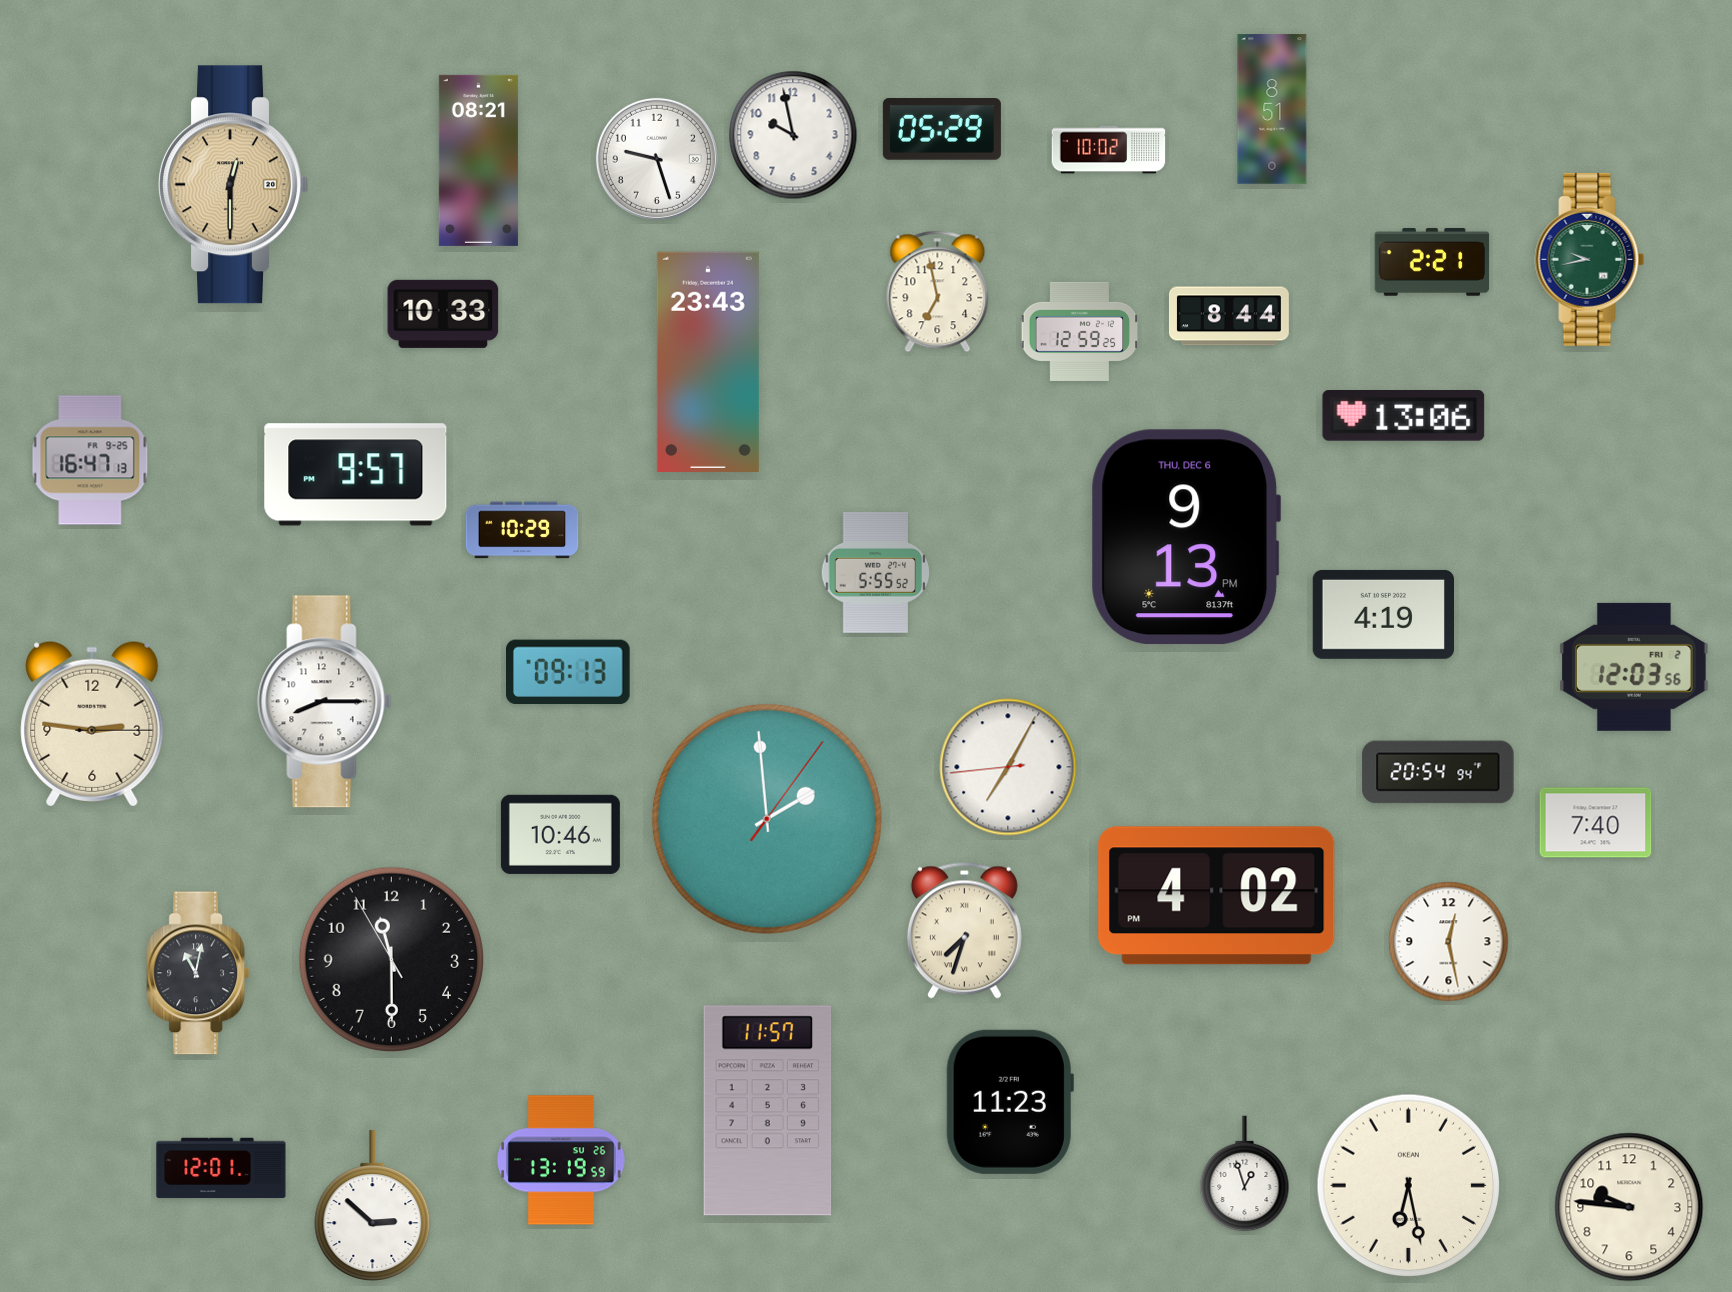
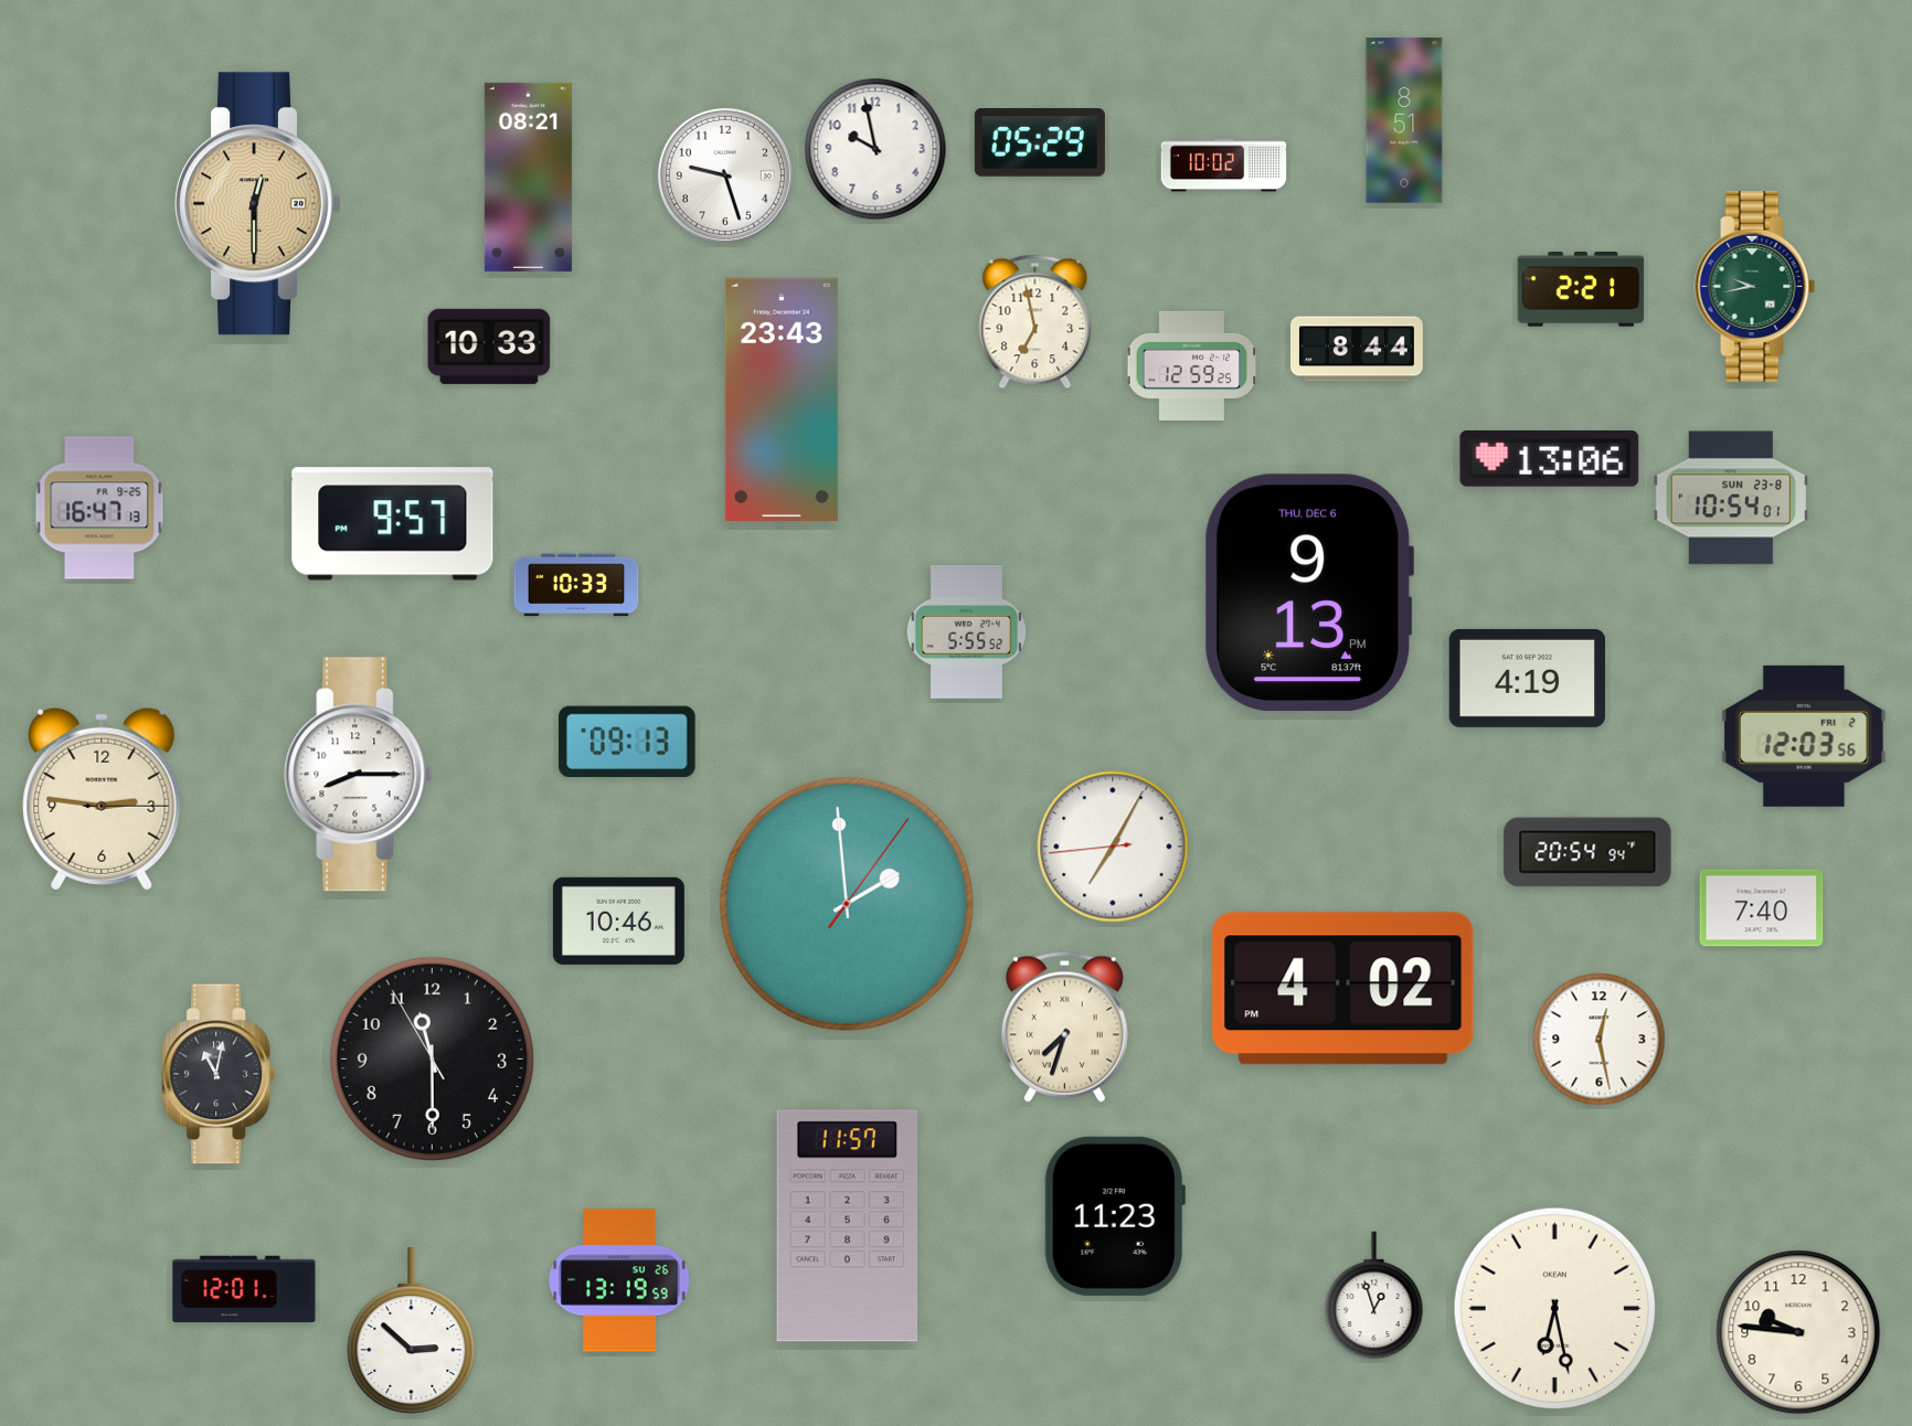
clock at (1731, 498): none -> 10:54
clock at (522, 530): 10:29 -> 10:33
